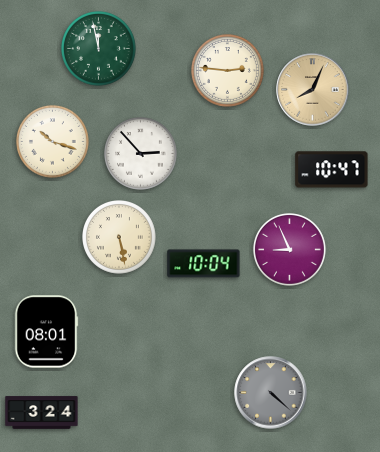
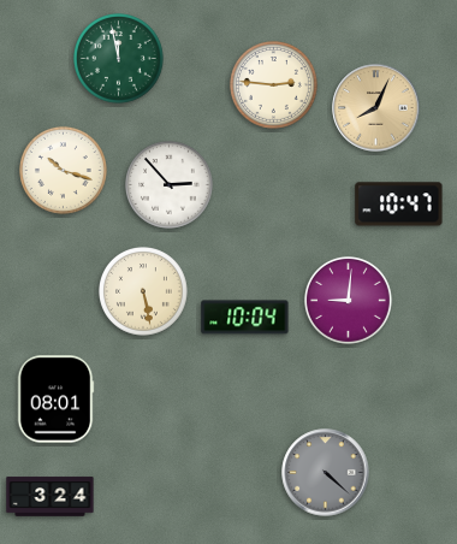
clock at (120, 238) position: (120, 238) -> (144, 292)
clock at (289, 249): 8:56 -> 9:01
